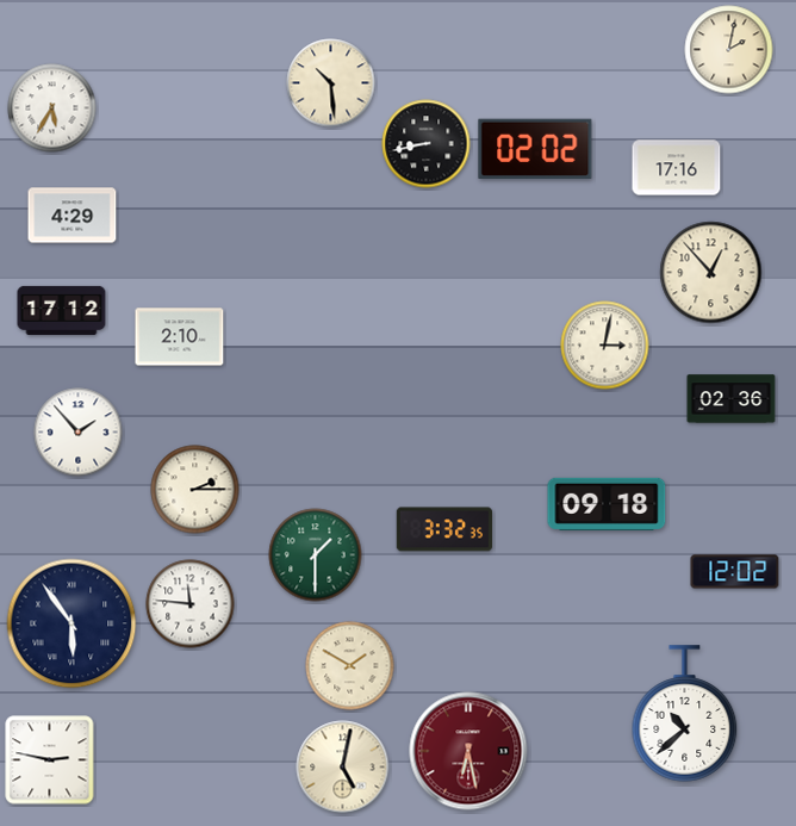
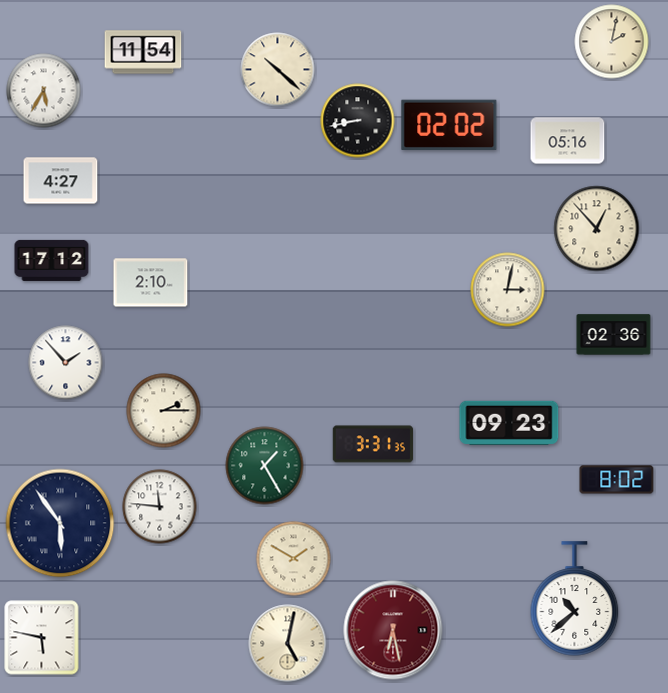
clock at (143, 52): none -> 11:54
clock at (331, 83): 10:29 -> 10:22
clock at (677, 168): 17:16 -> 05:16
clock at (73, 216): 4:29 -> 4:27
clock at (607, 504): 09:18 -> 09:23
clock at (444, 529): 3:32 -> 3:31
clock at (316, 555): 1:30 -> 1:25
clock at (735, 572): 12:02 -> 8:02
clock at (50, 760): 2:47 -> 5:47
